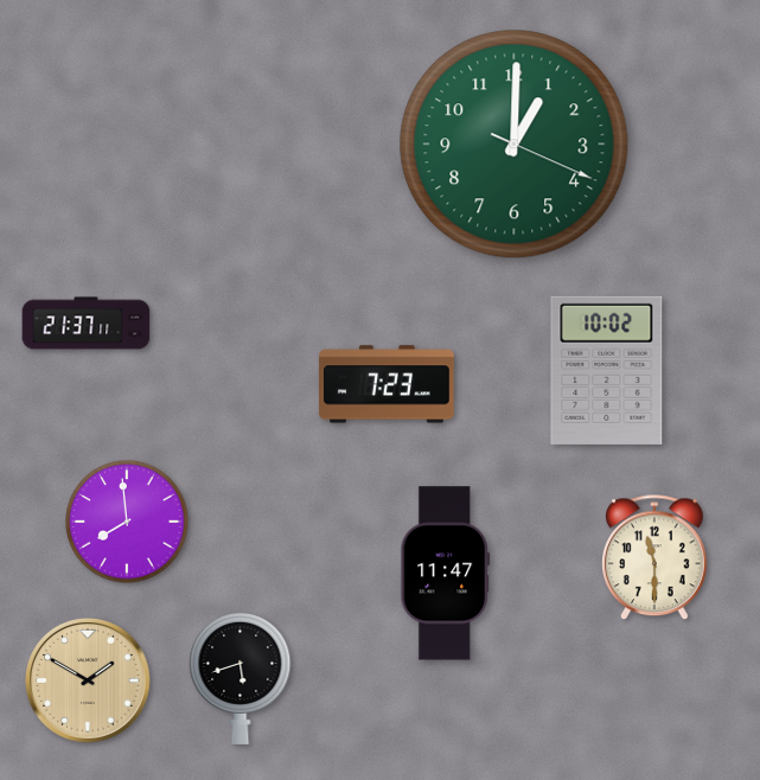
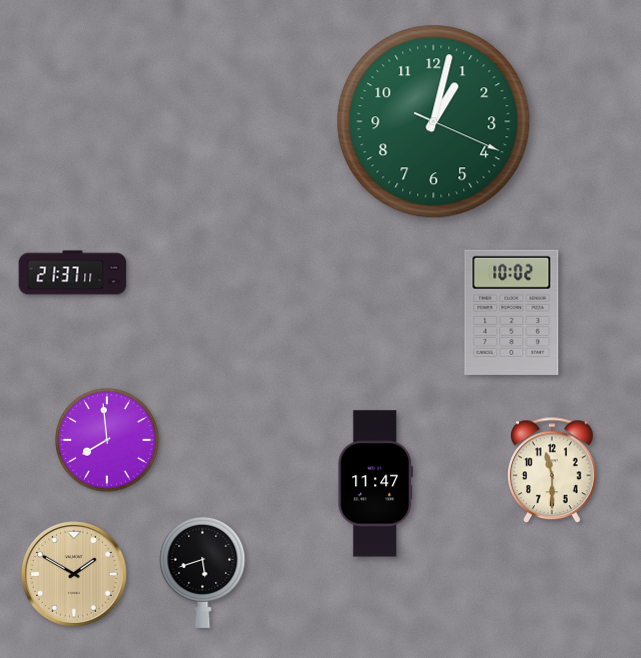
clock at (515, 145): 1:00 -> 1:02
clock at (387, 384): 7:23 -> none
